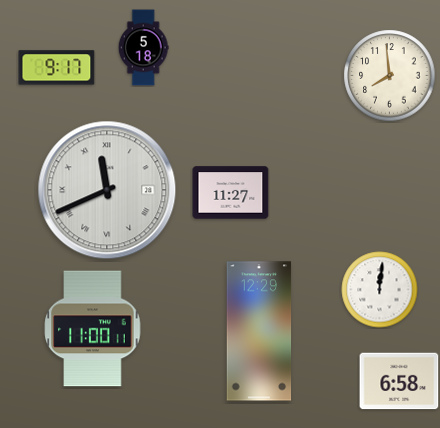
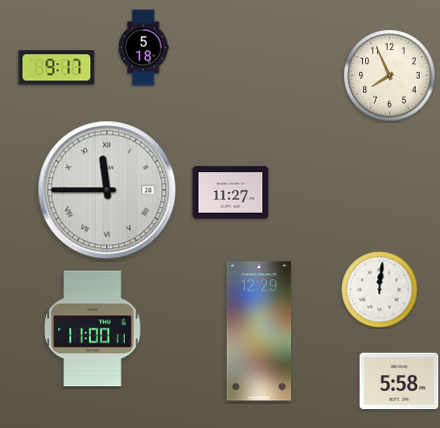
clock at (390, 76): 7:59 -> 7:56
clock at (107, 190): 11:41 -> 11:45
clock at (399, 381): 6:58 -> 5:58
